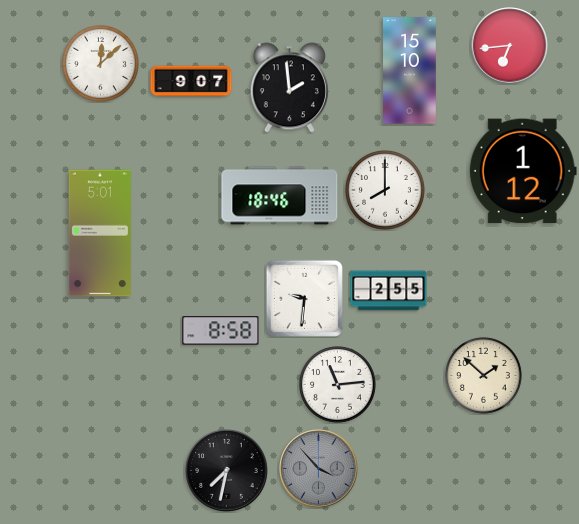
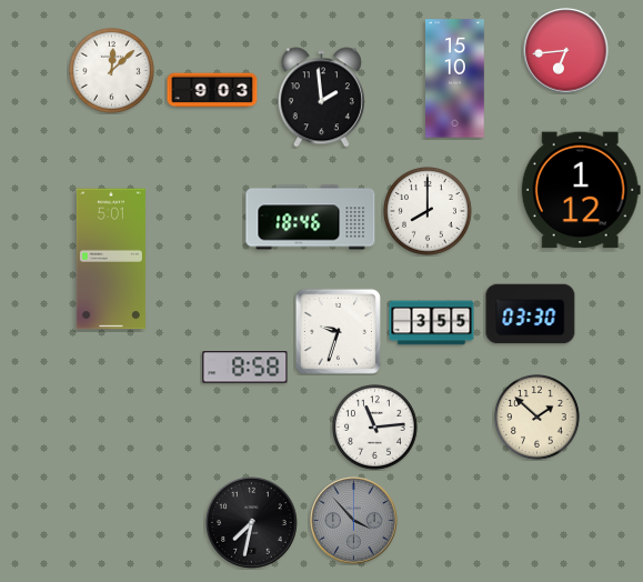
clock at (191, 81): 9:07 -> 9:03
clock at (531, 314): none -> 03:30
clock at (389, 291): 2:55 -> 3:55
clock at (304, 298): 9:31 -> 9:33
